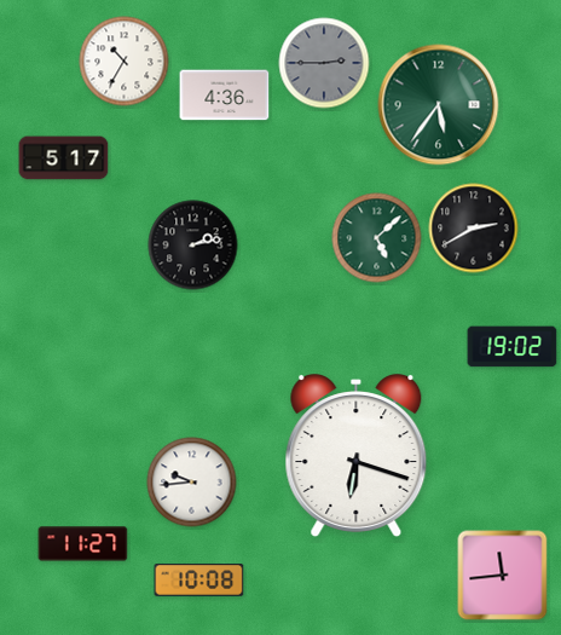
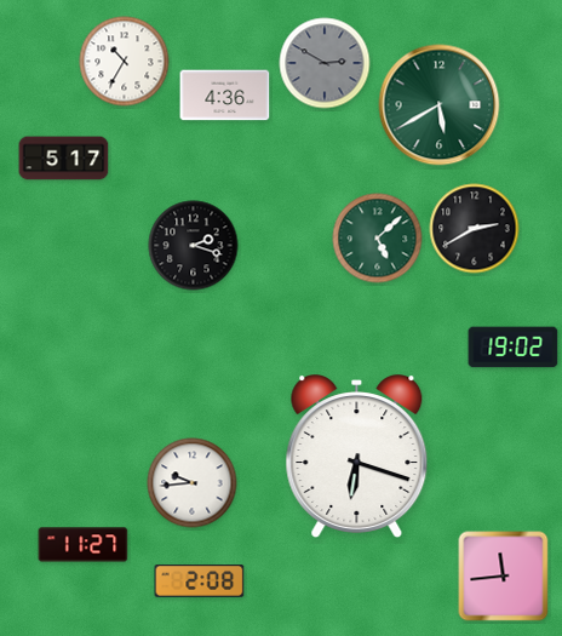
clock at (324, 63): 2:45 -> 2:50
clock at (439, 105): 5:36 -> 5:40
clock at (193, 246): 2:13 -> 2:18
clock at (199, 581): 10:08 -> 2:08
